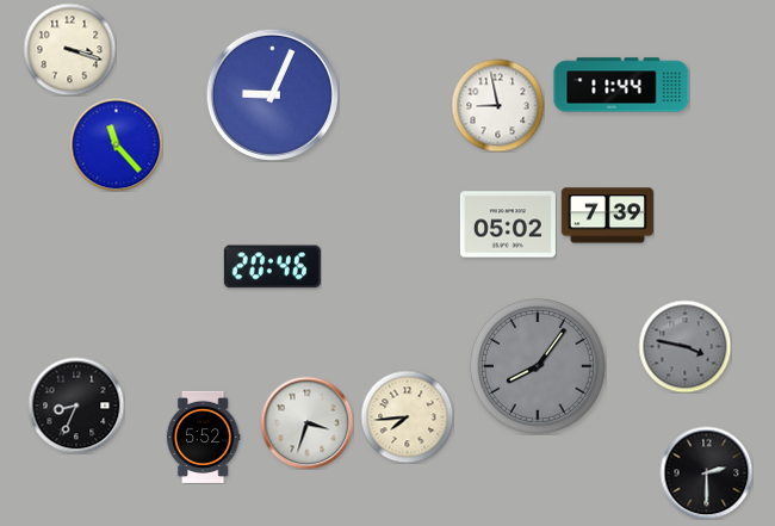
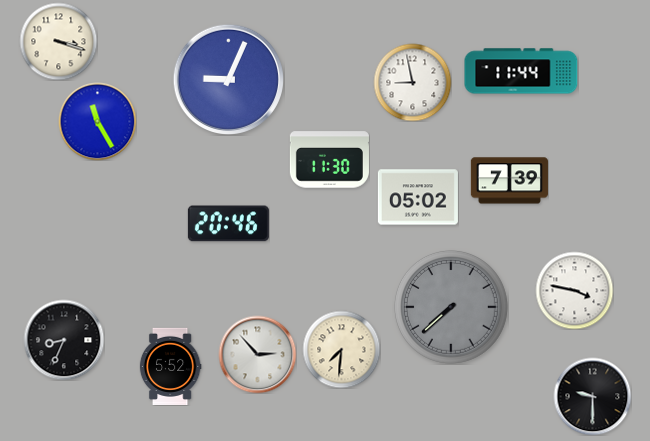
clock at (497, 105) position: (497, 105) -> (412, 82)
clock at (116, 144): 11:23 -> 11:25
clock at (329, 160): none -> 11:30
clock at (508, 224) position: (508, 224) -> (418, 197)
clock at (684, 346) dial: grey -> white
clock at (538, 366): 8:06 -> 7:38
clock at (407, 416): 7:44 -> 7:31
clock at (306, 422): 3:33 -> 2:53
clock at (706, 472): 2:30 -> 9:30
